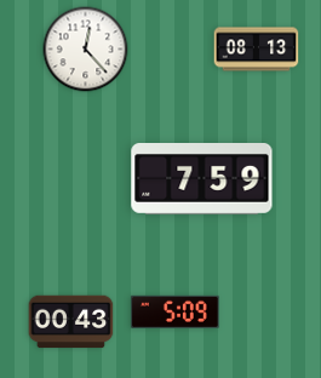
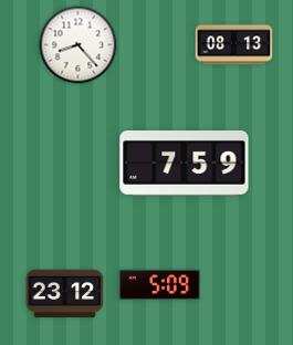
clock at (86, 50): 12:23 -> 8:23
clock at (71, 322): 00:43 -> 23:12
